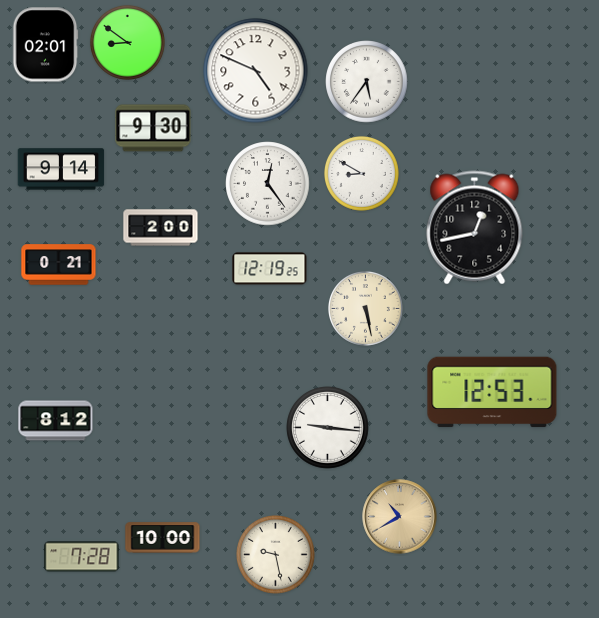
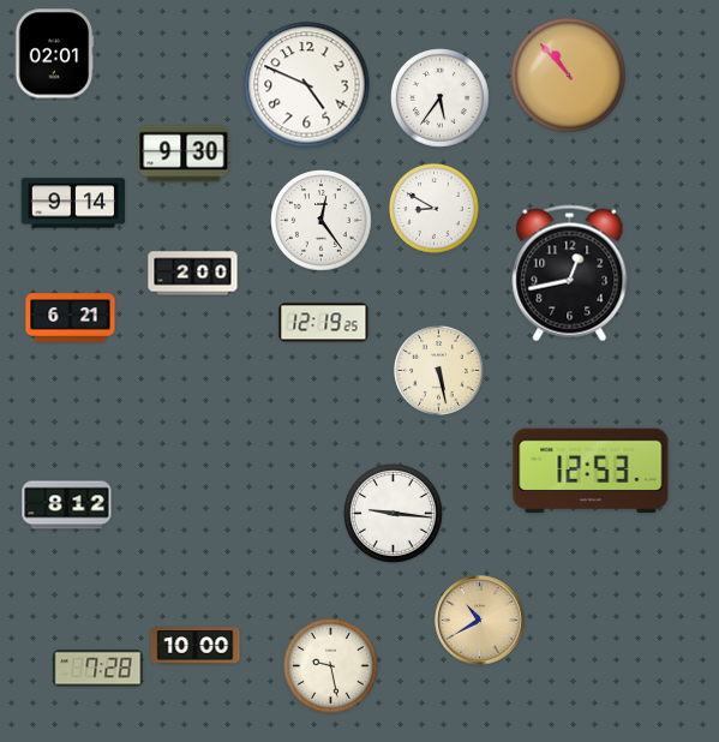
clock at (127, 42): 8:51 -> none
clock at (569, 76): none -> 10:53
clock at (59, 265): 0:21 -> 6:21
